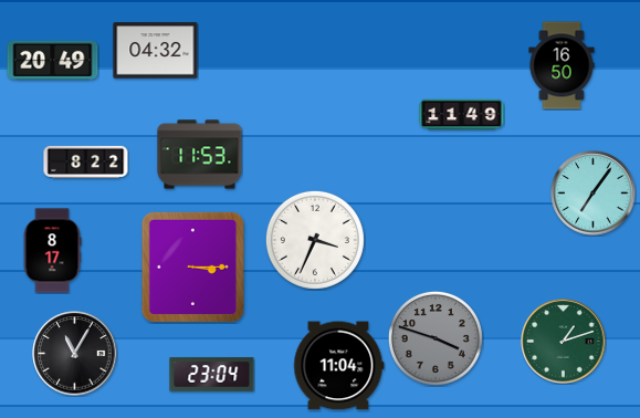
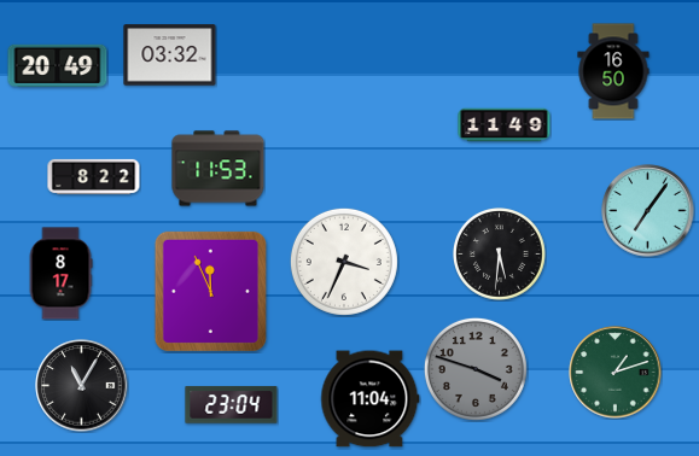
clock at (156, 51): 04:32 -> 03:32
clock at (500, 255): none -> 5:31
clock at (52, 251) position: (52, 251) -> (60, 274)
clock at (192, 267): 3:15 -> 11:56
clock at (212, 375) position: (212, 375) -> (232, 405)
